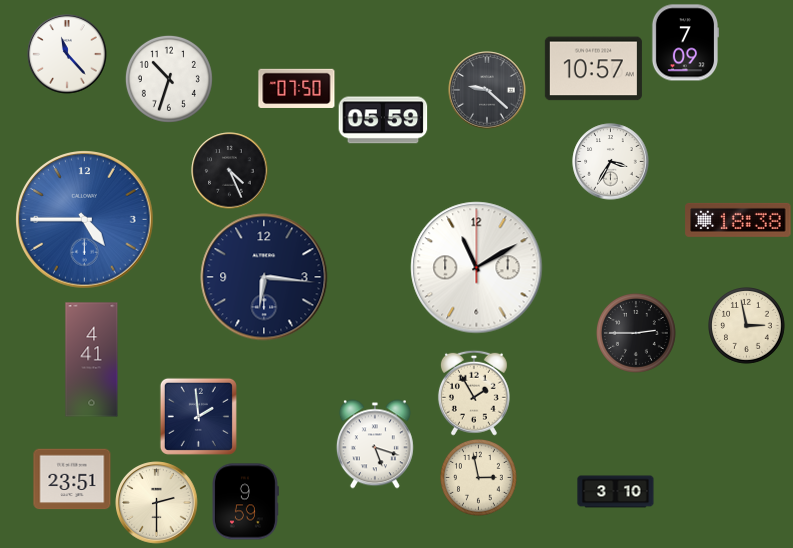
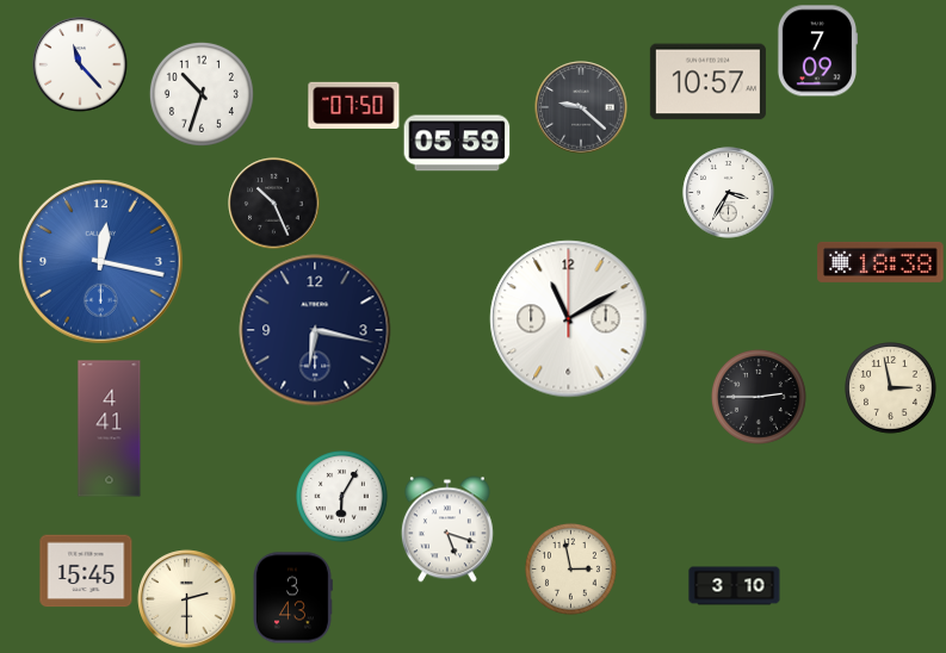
clock at (230, 171): 4:26 -> 10:26
clock at (85, 220): 4:45 -> 12:17
clock at (264, 277): 6:16 -> 6:17
clock at (474, 393): 1:55 -> none
clock at (198, 416): 1:59 -> none
clock at (342, 497): none -> 6:05
clock at (72, 479): 23:51 -> 15:45
clock at (246, 502): 9:59 -> 3:43
